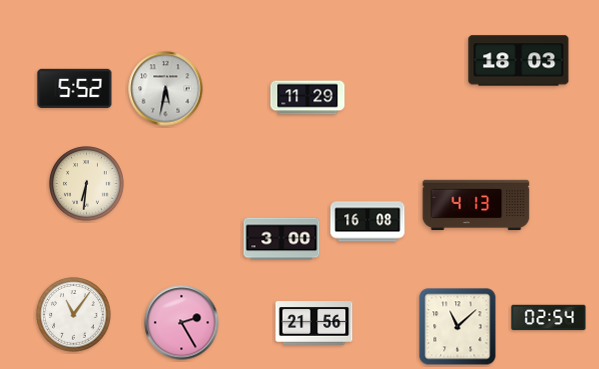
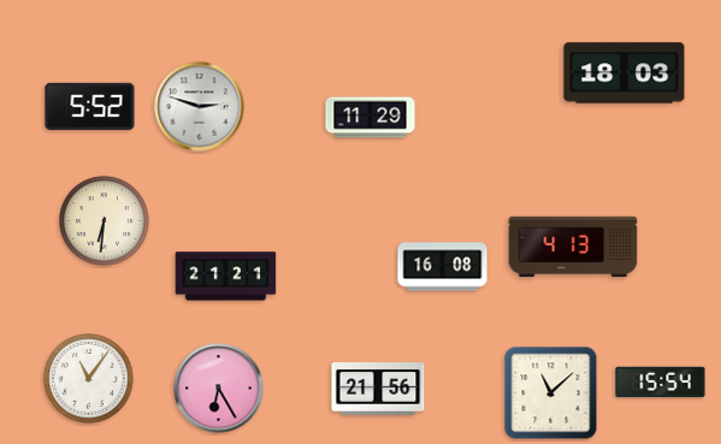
clock at (166, 89): 5:32 -> 2:48
clock at (226, 277): none -> 21:21
clock at (282, 239): 3:00 -> none
clock at (549, 318): 02:54 -> 15:54
clock at (182, 323): 2:25 -> 6:25
